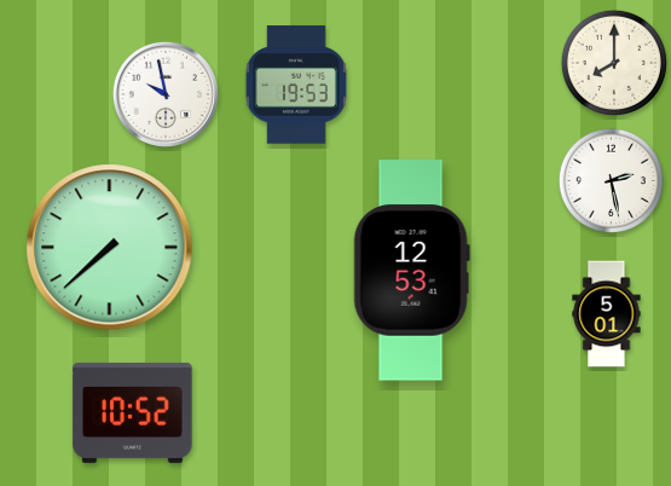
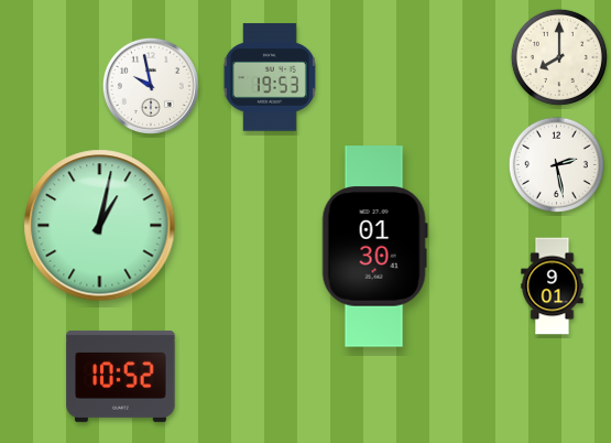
clock at (110, 248): 7:38 -> 1:02
clock at (411, 271): 12:53 -> 01:30
clock at (607, 314): 5:01 -> 9:01
